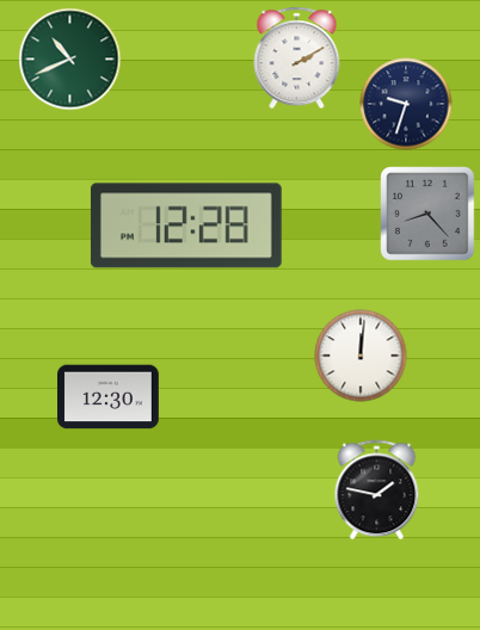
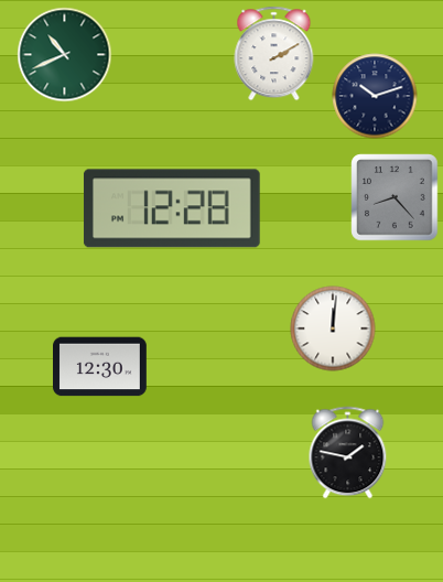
clock at (406, 104): 9:33 -> 10:12
